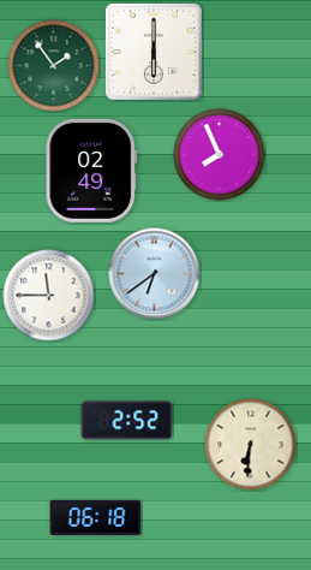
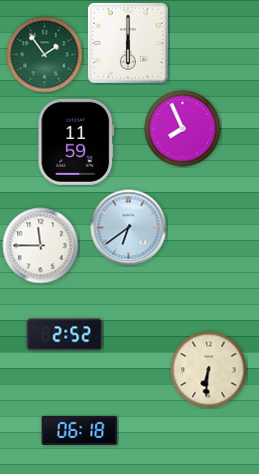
clock at (91, 171): 02:49 -> 11:59
clock at (127, 421) position: (127, 421) -> (65, 335)
